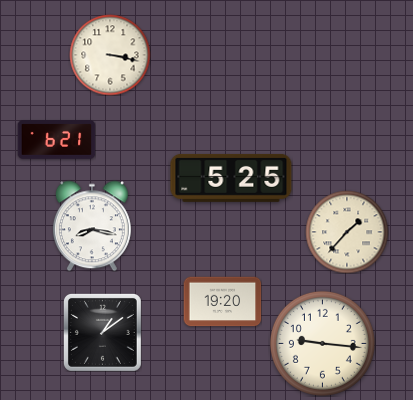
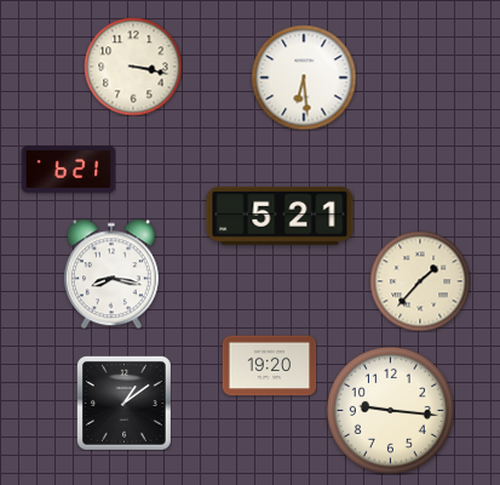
clock at (304, 78): none -> 6:29
clock at (231, 178): 5:25 -> 5:21
clock at (322, 343) position: (322, 343) -> (390, 410)
